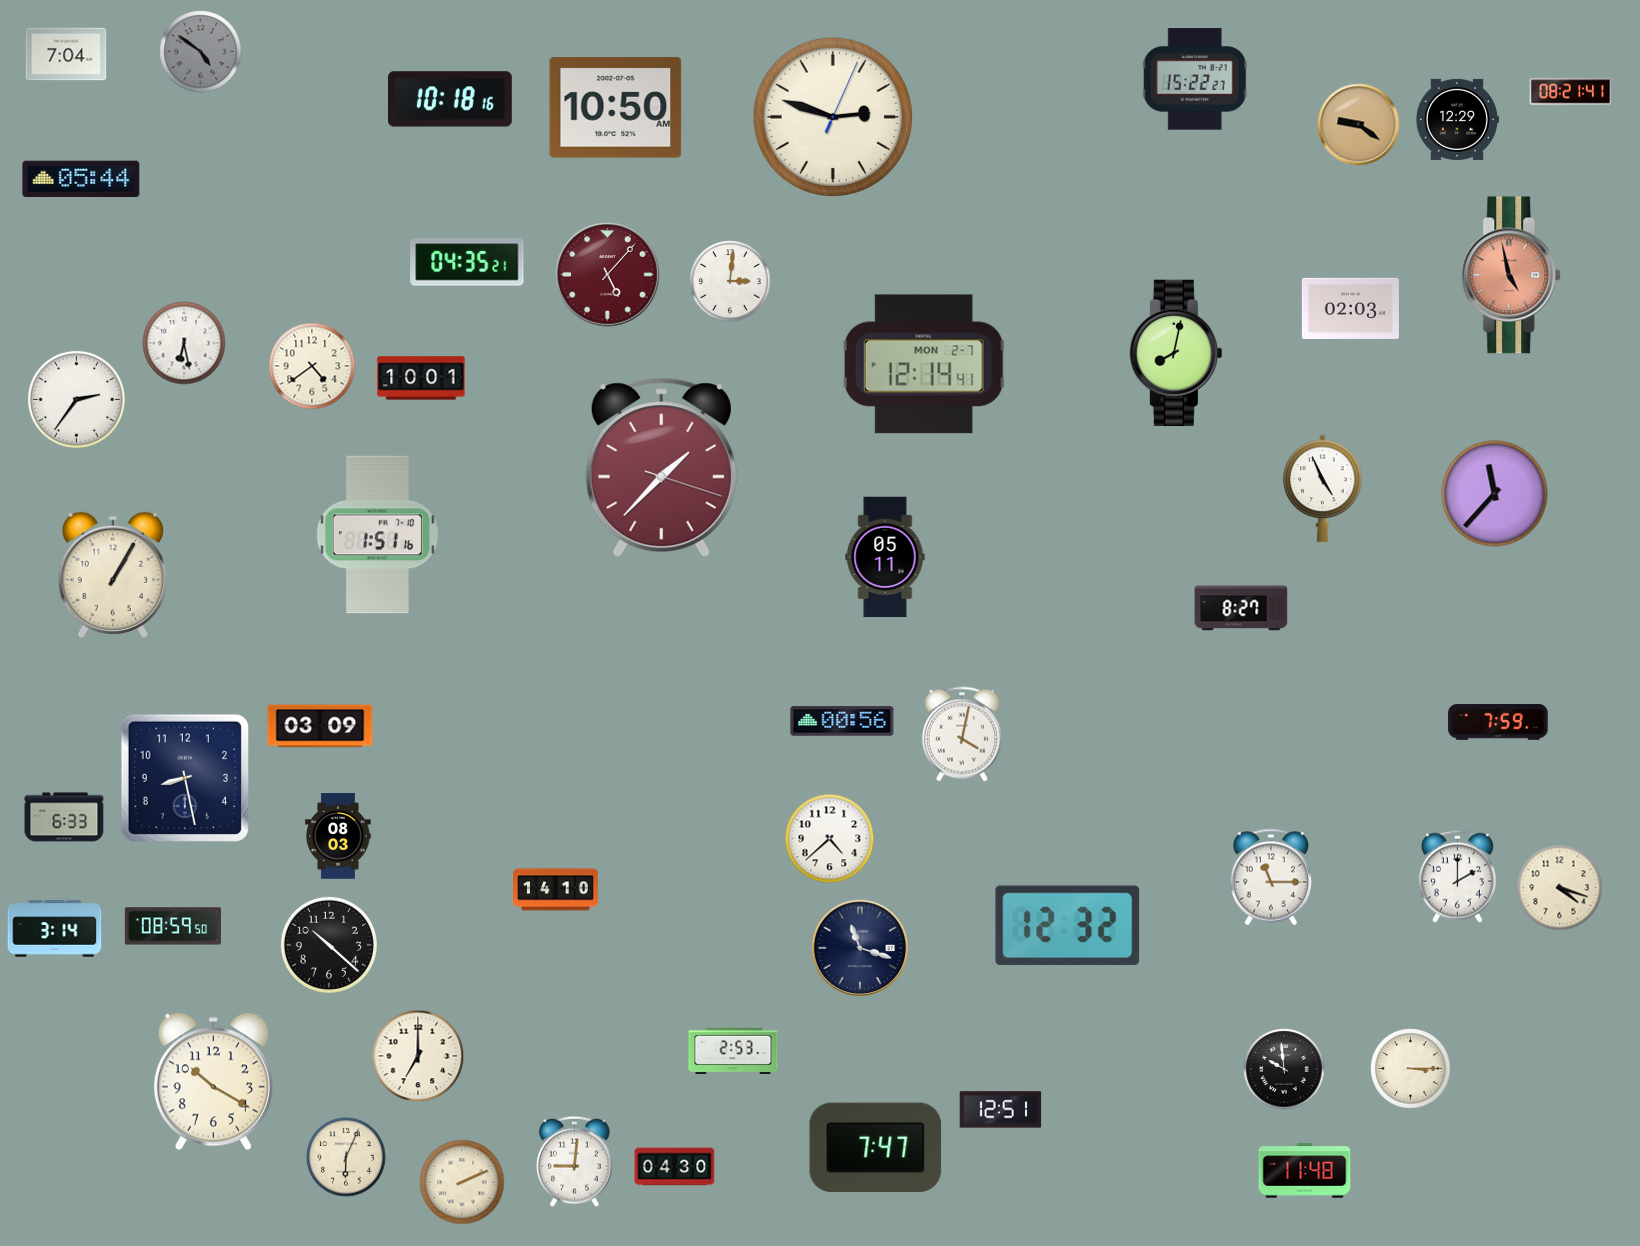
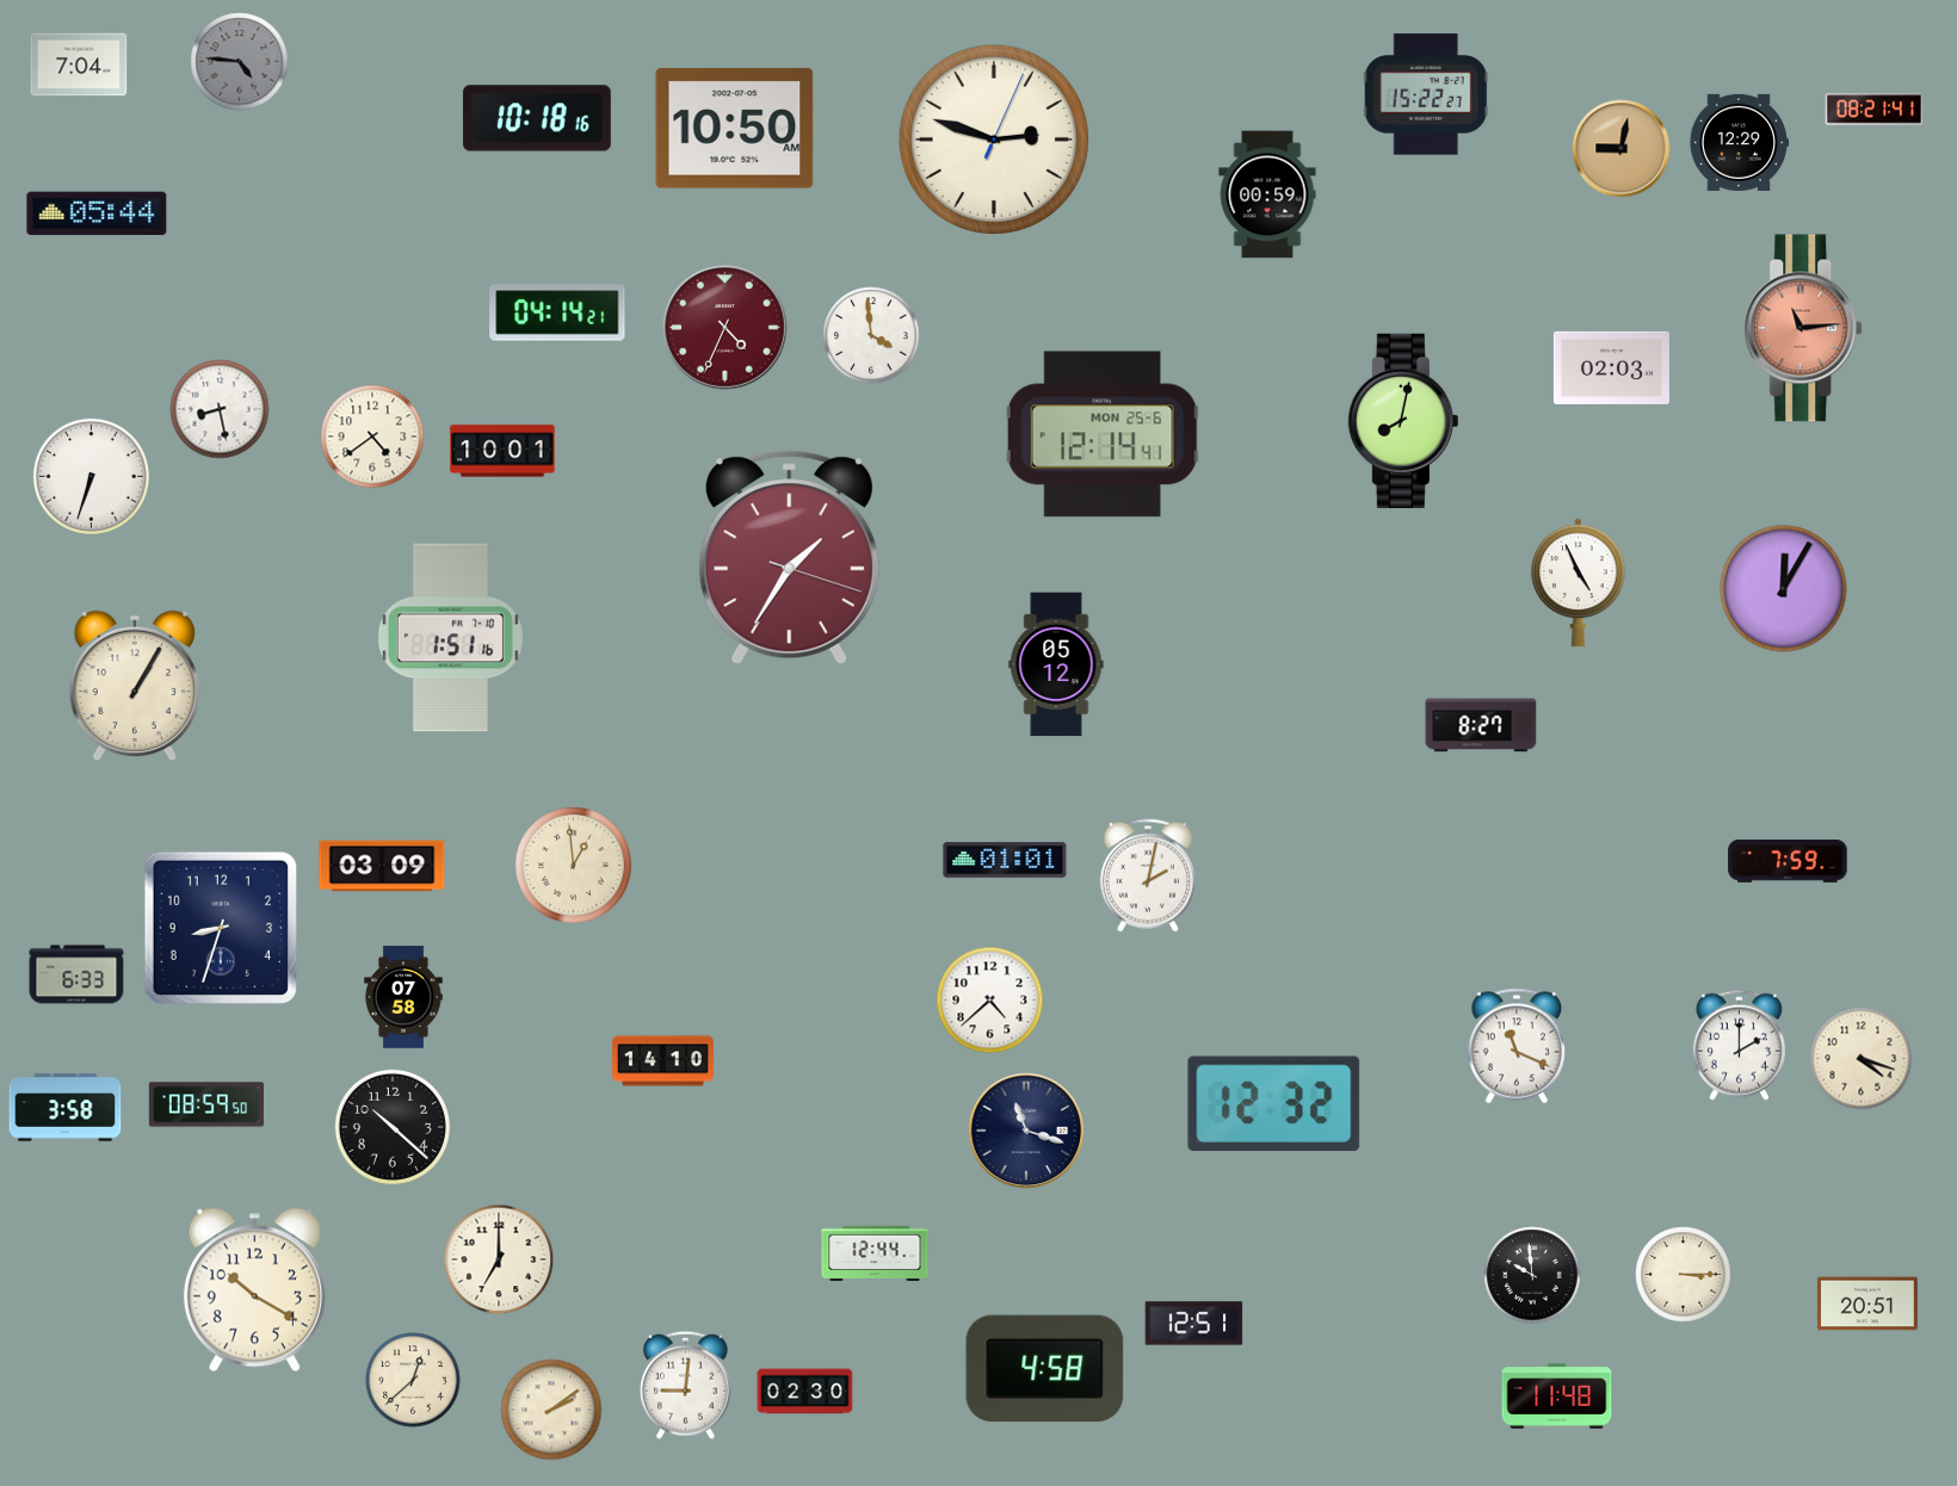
clock at (201, 52): 4:51 -> 4:46
clock at (1359, 125): 9:21 -> 9:02
clock at (1267, 194): none -> 00:59
clock at (467, 262): 04:35 -> 04:14
clock at (608, 275): 5:07 -> 4:34
clock at (1512, 275): 4:58 -> 11:14
clock at (730, 281): 3:01 -> 3:59
clock at (184, 343): 6:28 -> 8:28
clock at (924, 364) date: MON 2-7 -> MON 25-6
clock at (76, 399): 2:36 -> 6:33
clock at (661, 468): 1:37 -> 1:35
clock at (1495, 494): 11:37 -> 12:05
clock at (885, 557): 05:11 -> 05:12
clock at (842, 721): 00:56 -> 01:01
clock at (573, 865): none -> 12:59
clock at (962, 734): 4:02 -> 2:02
clock at (184, 777): 8:28 -> 8:33
clock at (338, 836): 08:03 -> 07:58
clock at (1271, 877): 11:15 -> 11:19
clock at (55, 929): 3:14 -> 3:58
clock at (733, 1051): 2:53 -> 12:44
clock at (1868, 1304): none -> 20:51
clock at (876, 1148): 7:47 -> 4:58
clock at (346, 1157): 6:04 -> 12:38
clock at (675, 1167): 04:30 -> 02:30
clock at (462, 1182): 2:11 -> 2:09
